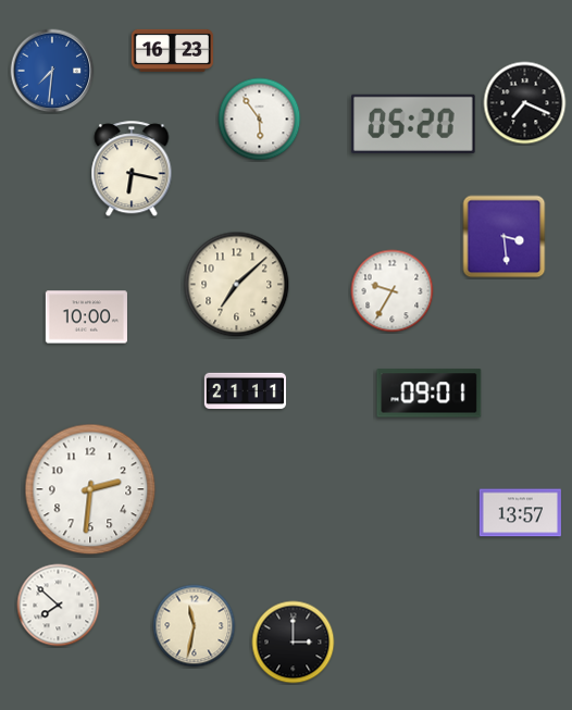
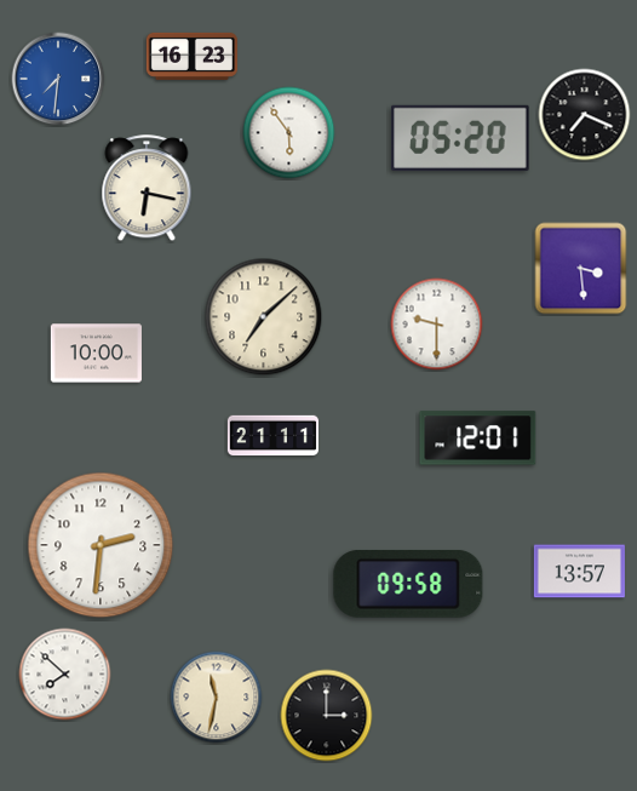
clock at (505, 237) position: (505, 237) -> (581, 269)
clock at (393, 291): 9:35 -> 9:30
clock at (430, 394): 09:01 -> 12:01
clock at (408, 585): none -> 09:58
